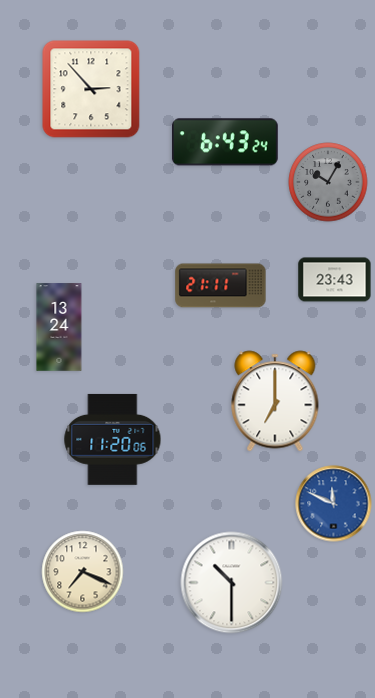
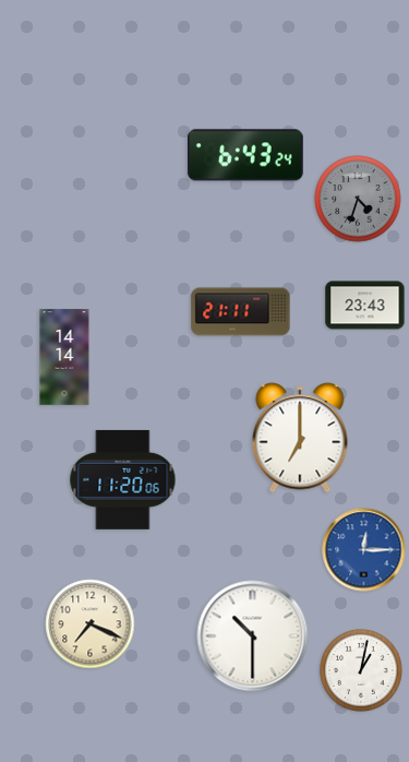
clock at (91, 89): 2:53 -> none
clock at (328, 182): 10:05 -> 4:33
clock at (59, 327): 13:24 -> 14:14
clock at (334, 504): 11:49 -> 12:15
clock at (361, 670): none -> 1:02
